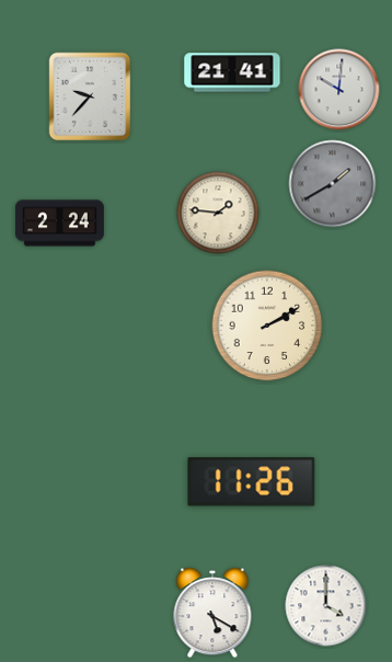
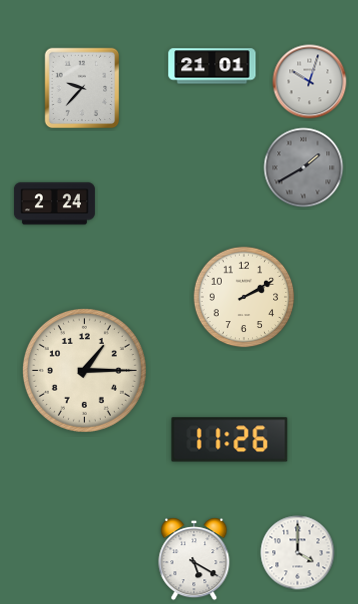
clock at (232, 72): 21:41 -> 21:01
clock at (339, 90): 10:01 -> 10:03
clock at (218, 213): 1:46 -> none
clock at (84, 370): none -> 1:15
